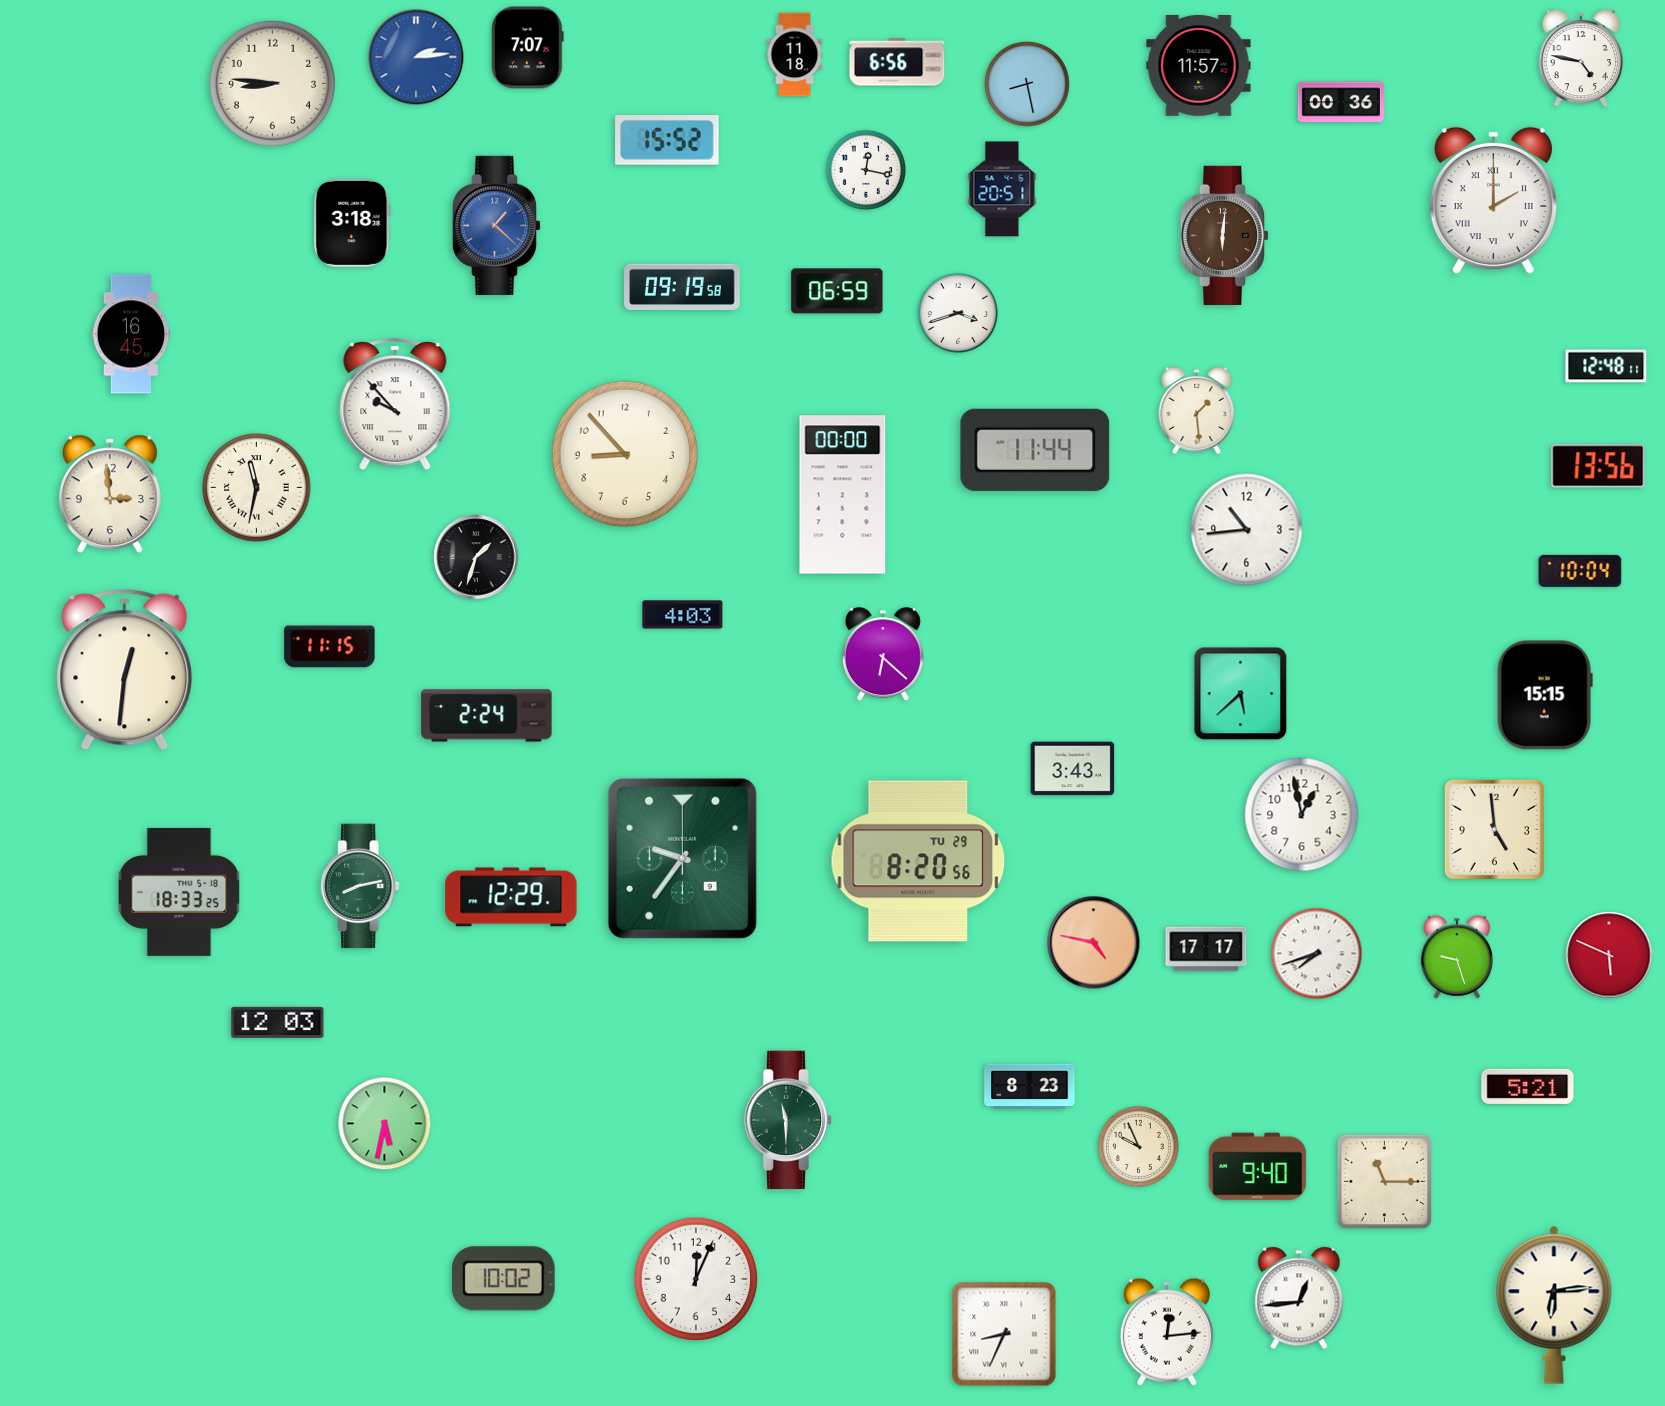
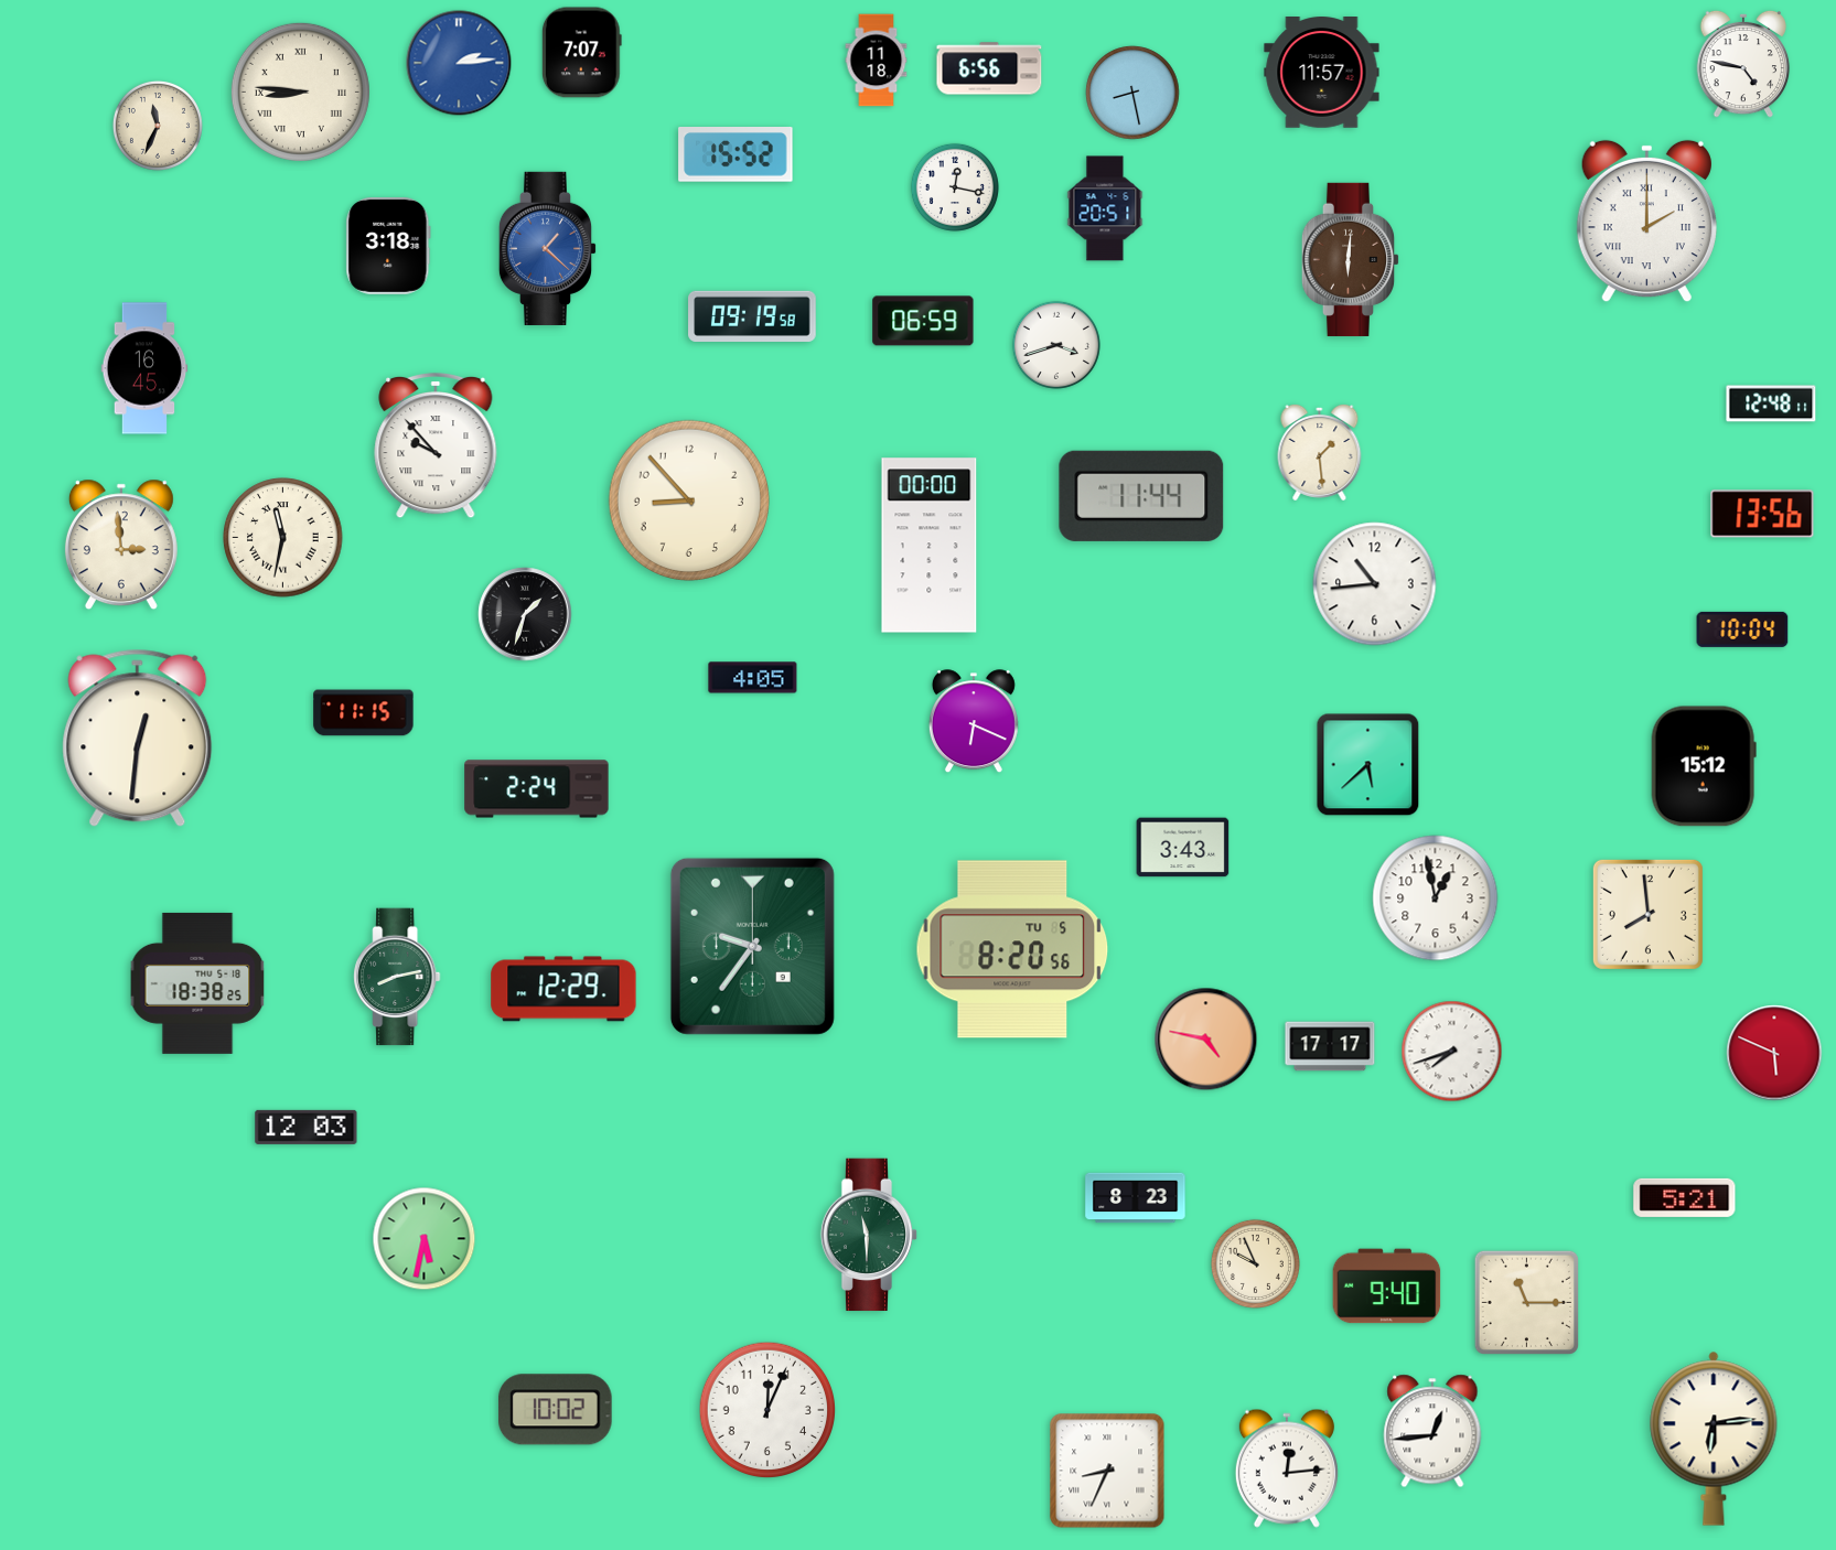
clock at (272, 83) numerals: Arabic -> Roman
clock at (1341, 102): 00:36 -> none
clock at (158, 126): none -> 11:34
clock at (683, 615): 4:03 -> 4:05
clock at (883, 655): 6:22 -> 6:19
clock at (1545, 695): 15:15 -> 15:12
clock at (1494, 829): 4:59 -> 7:59
clock at (918, 861) date: TU 29 -> TU 5
clock at (179, 892): 18:33 -> 18:38
clock at (1457, 957): 9:27 -> none
